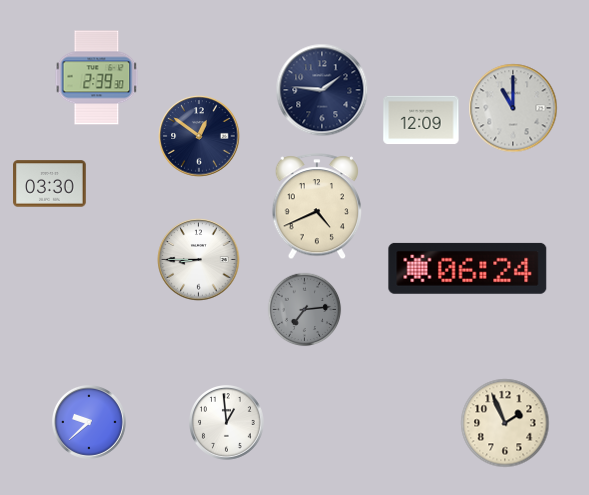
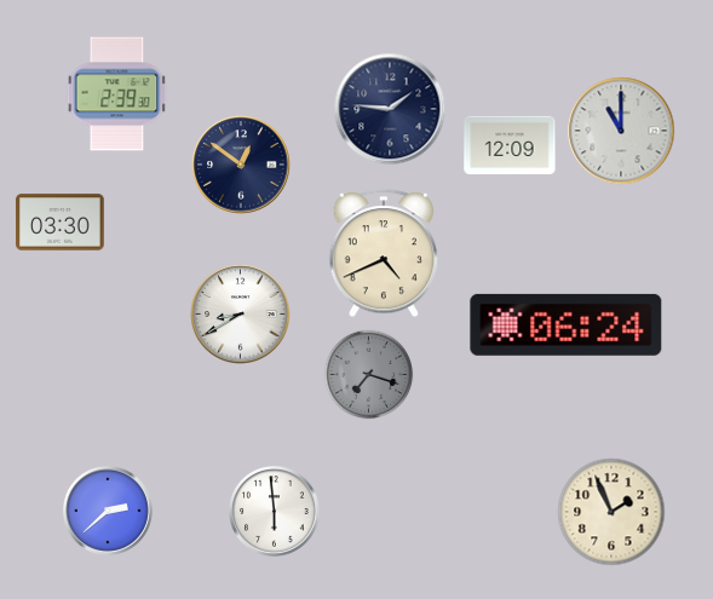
clock at (317, 207) position: (317, 207) -> (384, 254)
clock at (199, 260): 8:45 -> 8:40
clock at (305, 310): 7:14 -> 7:18
clock at (90, 423): 9:38 -> 2:38
clock at (227, 423): 12:59 -> 5:59
